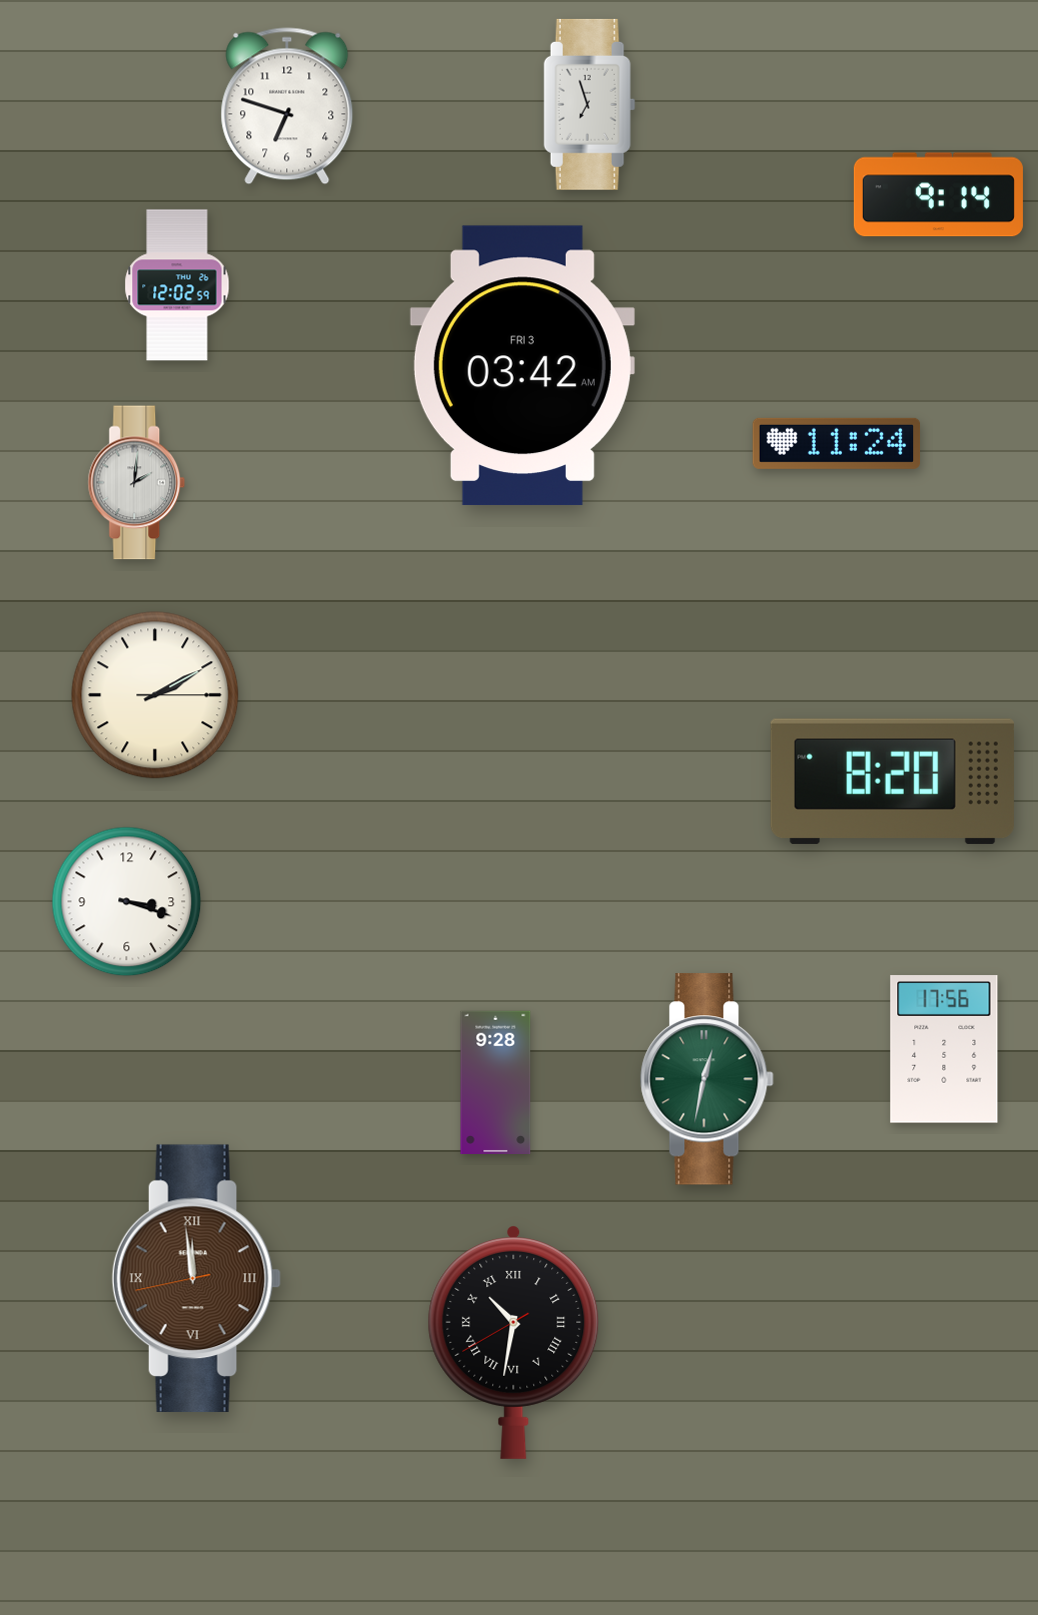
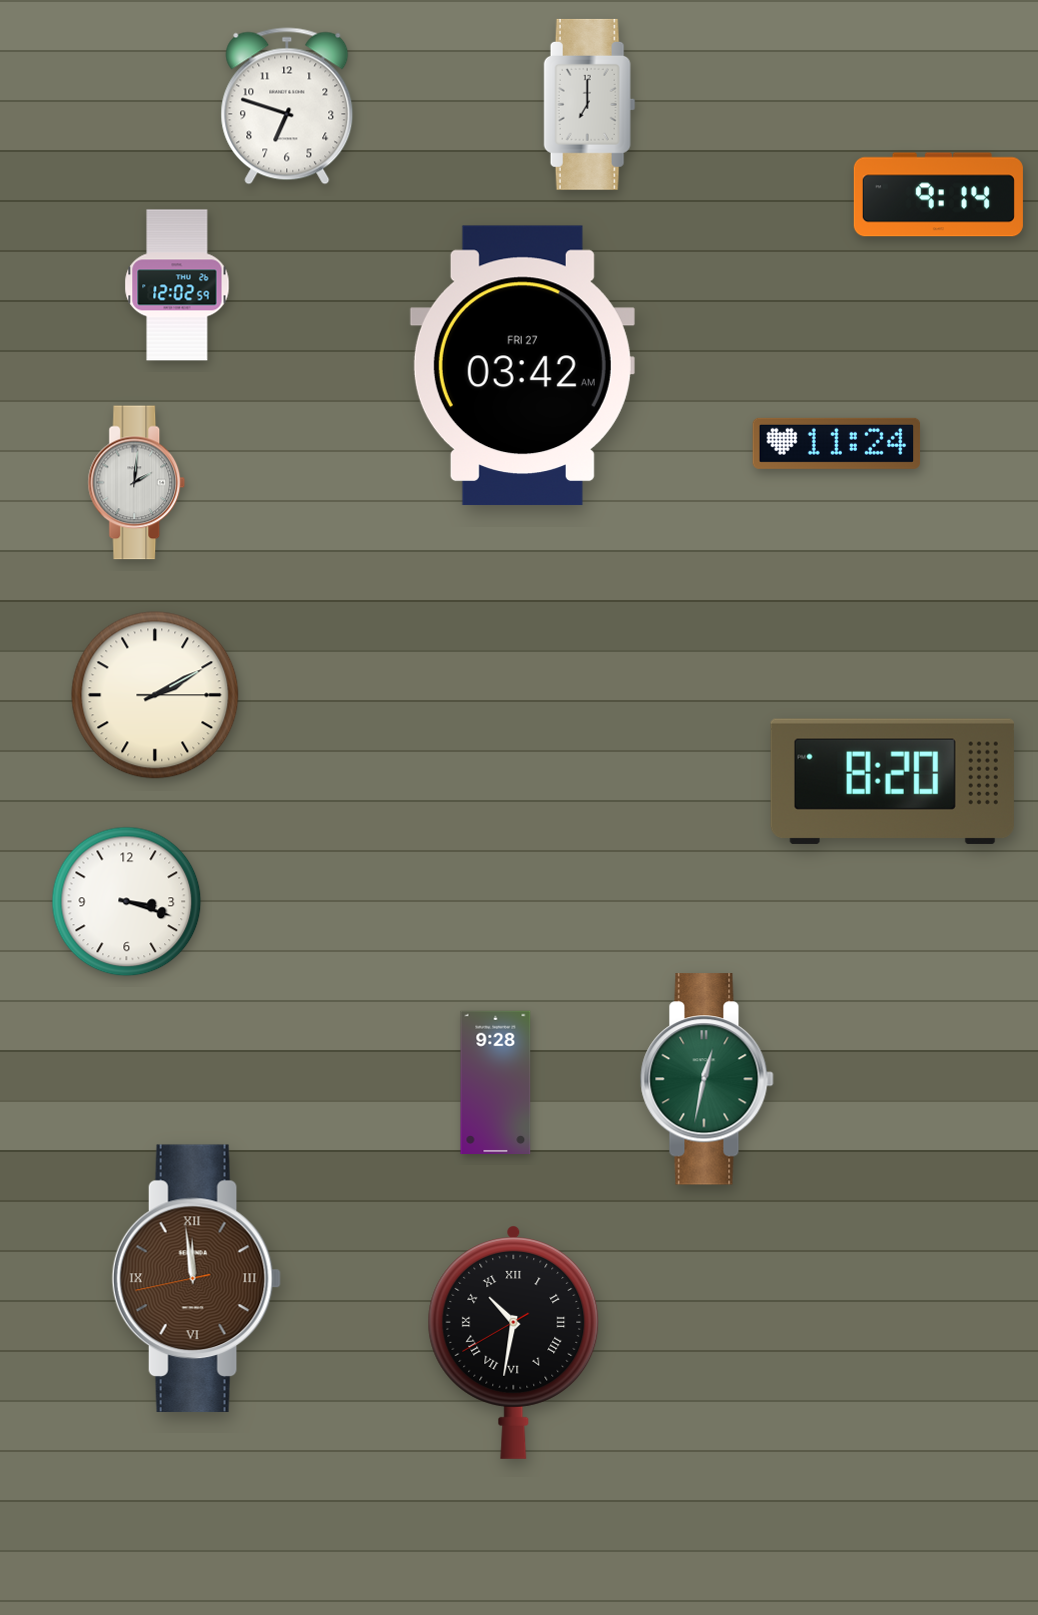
clock at (590, 104): 6:57 -> 7:00
clock at (522, 366) date: FRI 3 -> FRI 27
clock at (944, 1049): 17:56 -> none
